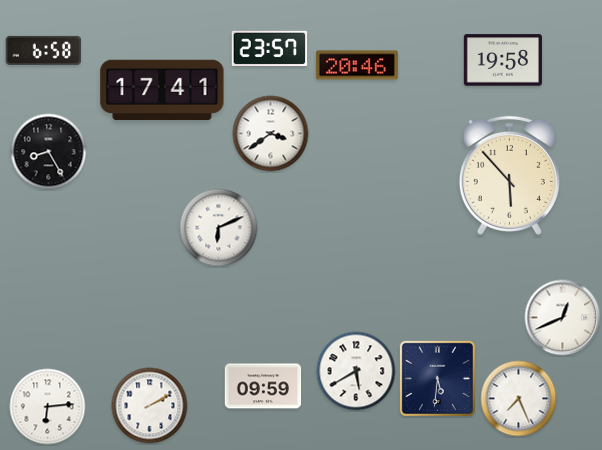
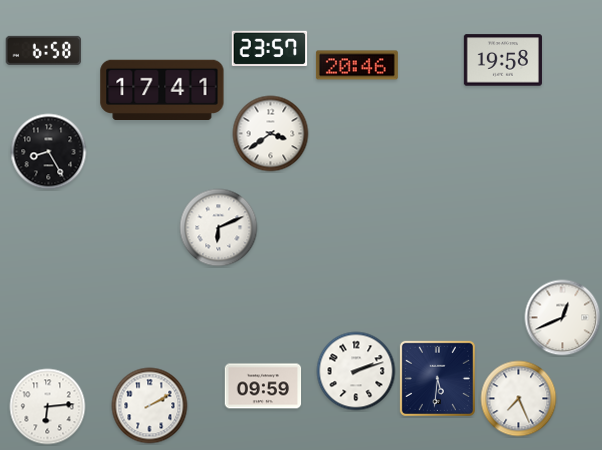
clock at (509, 175): 5:53 -> none
clock at (356, 371): 5:40 -> 2:12
